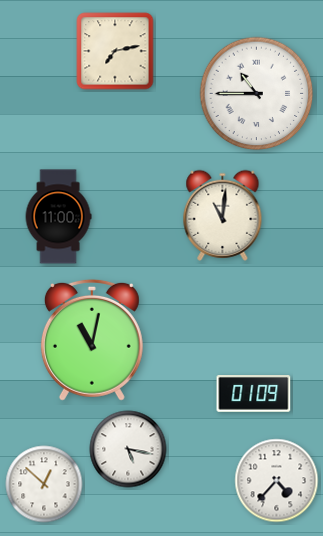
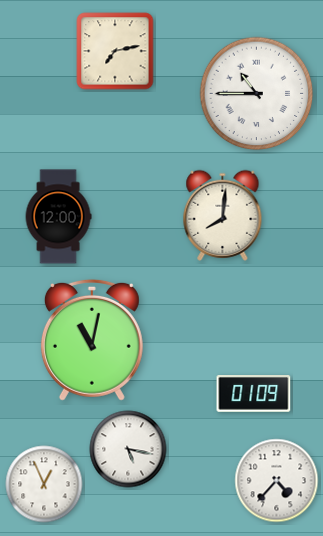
clock at (223, 215): 11:01 -> 8:01
clock at (58, 217): 11:00 -> 12:00
clock at (44, 484): 12:52 -> 12:56
